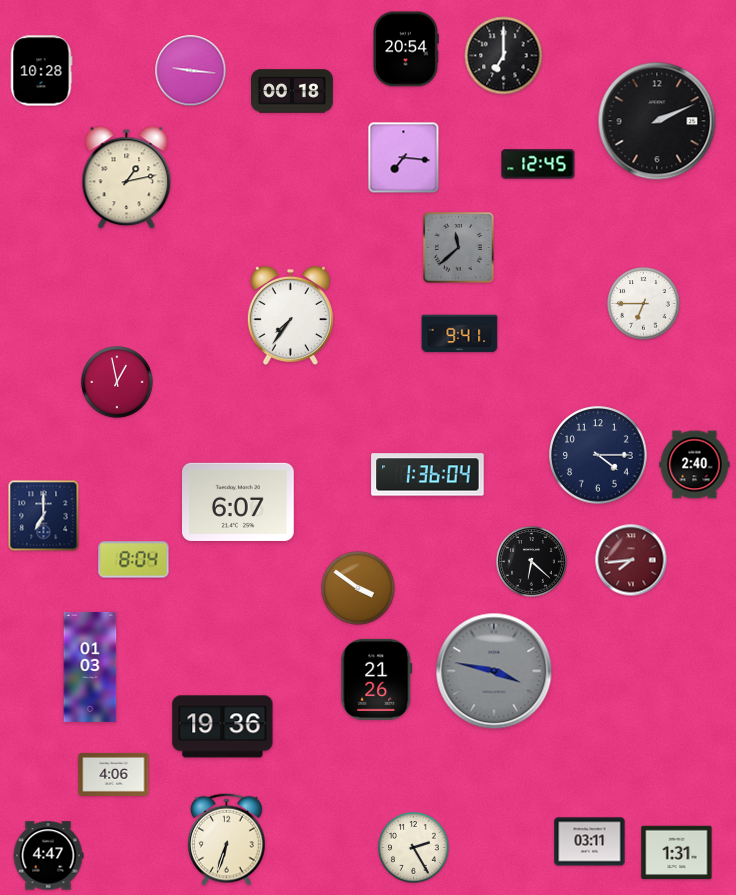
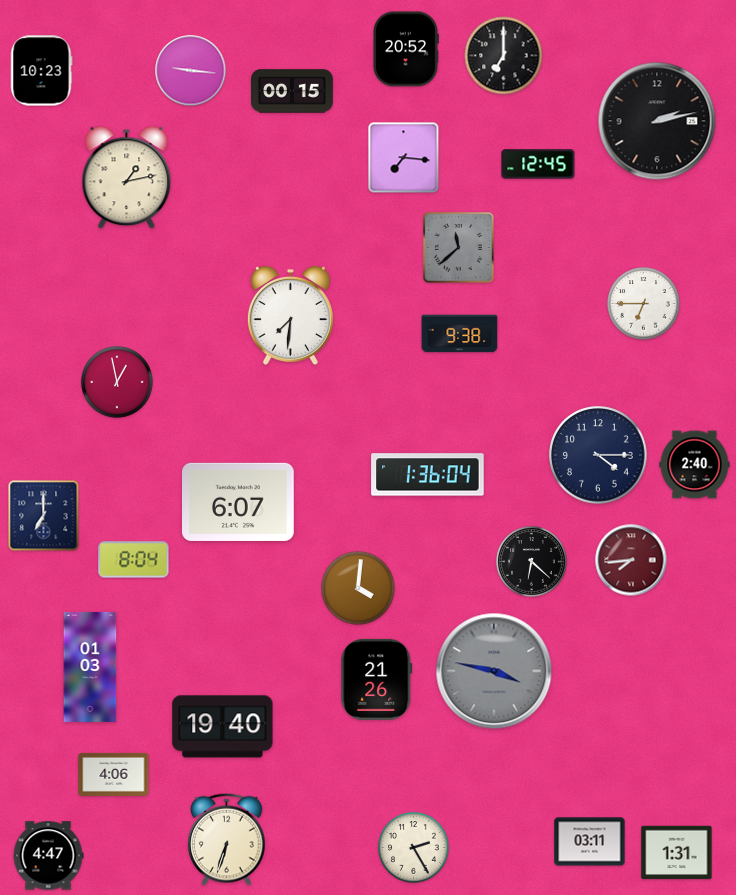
clock at (406, 49): 20:54 -> 20:52
clock at (41, 71): 10:28 -> 10:23
clock at (293, 91): 00:18 -> 00:15
clock at (657, 121): 2:11 -> 2:13
clock at (290, 315): 7:36 -> 7:31
clock at (460, 334): 9:41 -> 9:38
clock at (358, 588): 3:51 -> 4:01
clock at (223, 727): 19:36 -> 19:40
